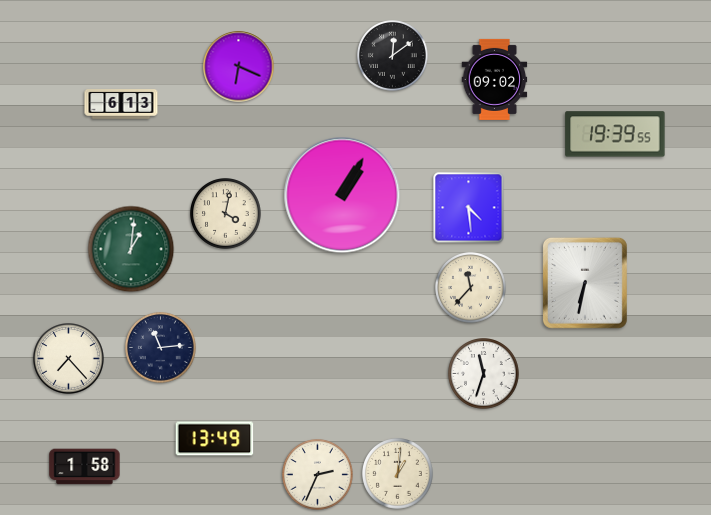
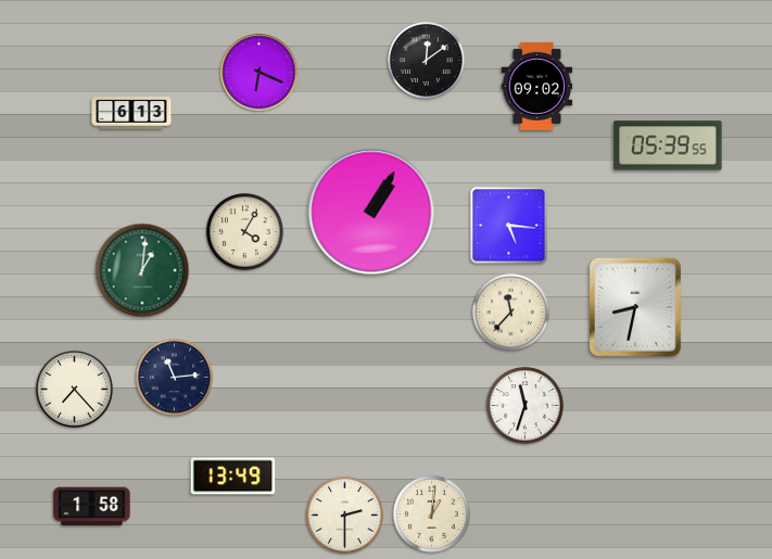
clock at (615, 134): 19:39 -> 05:39
clock at (469, 208): 4:29 -> 5:16
clock at (226, 214): 4:02 -> 4:05
clock at (585, 283): 6:32 -> 8:32
clock at (318, 475): 2:34 -> 2:30
